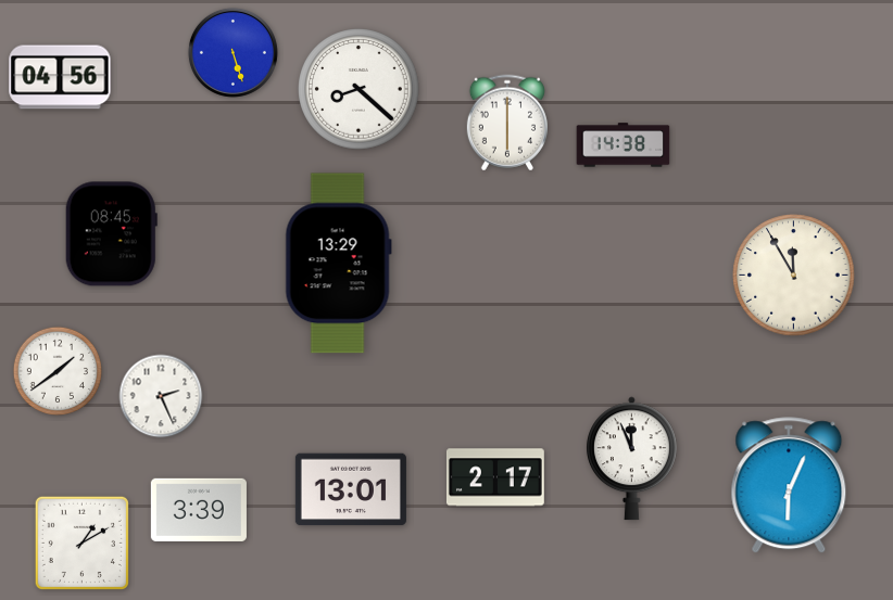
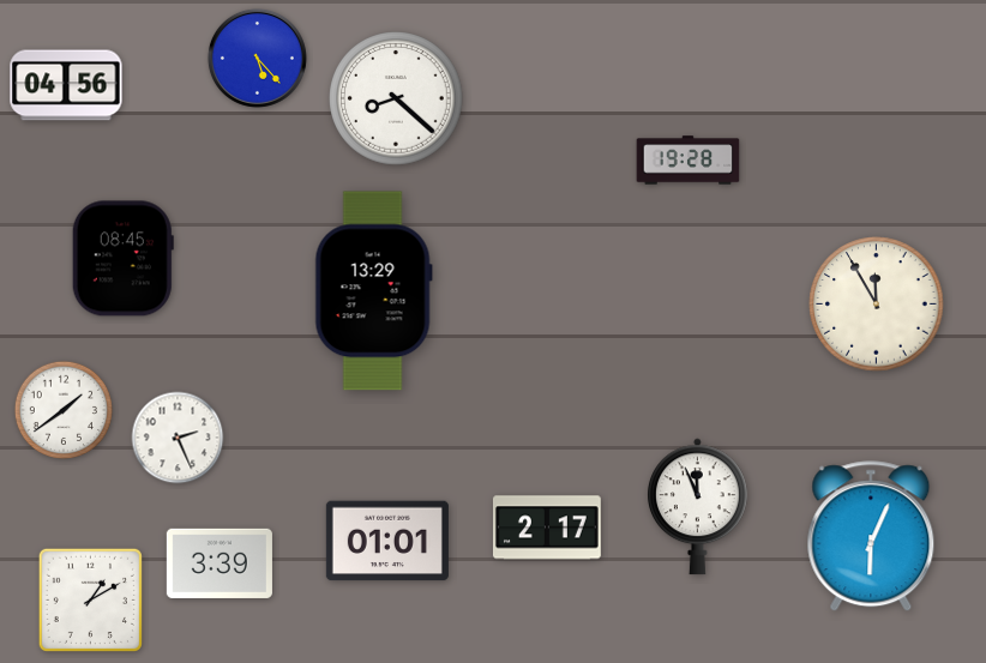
clock at (232, 52): 5:27 -> 5:23
clock at (507, 123): 6:00 -> none
clock at (624, 145): 14:38 -> 19:28
clock at (351, 489): 13:01 -> 01:01
